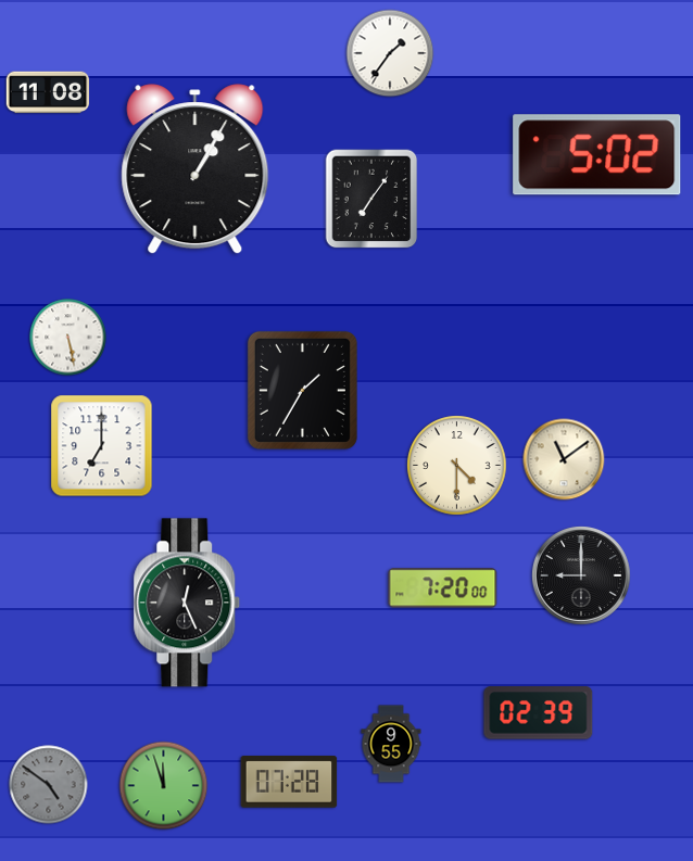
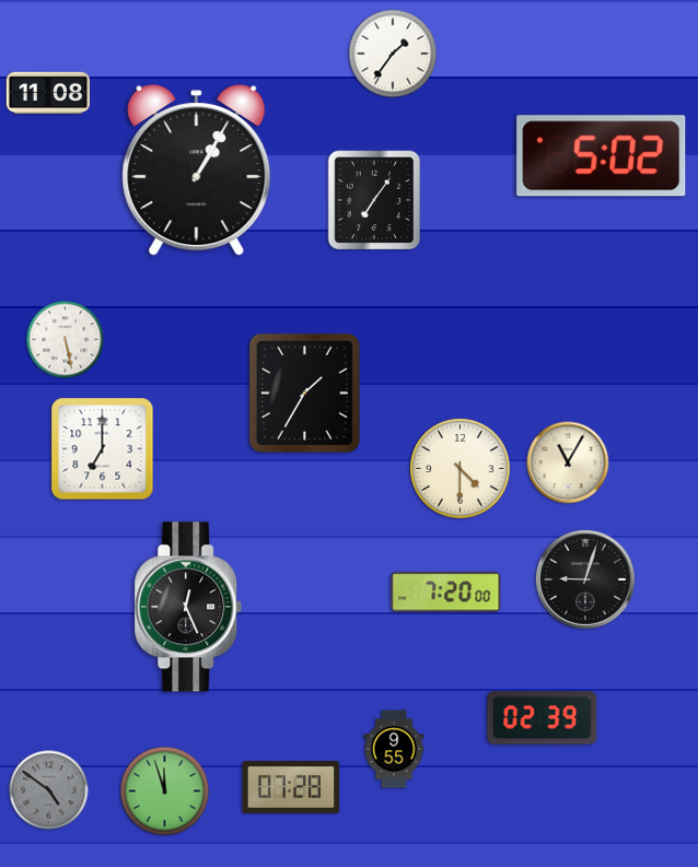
clock at (68, 338) position: (68, 338) -> (66, 340)
clock at (564, 459): 11:09 -> 11:05
clock at (581, 575): 9:00 -> 9:03
